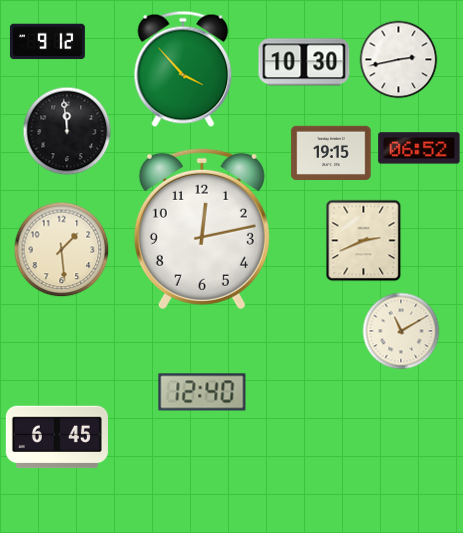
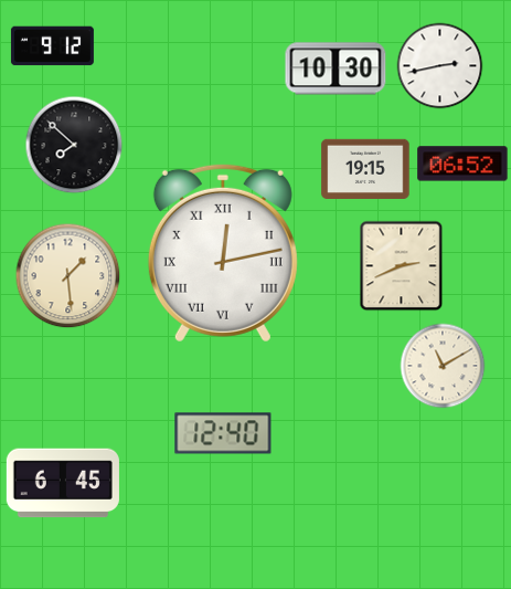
clock at (183, 69): 3:53 -> none
clock at (67, 131): 11:59 -> 7:52
clock at (202, 229) numerals: Arabic -> Roman
